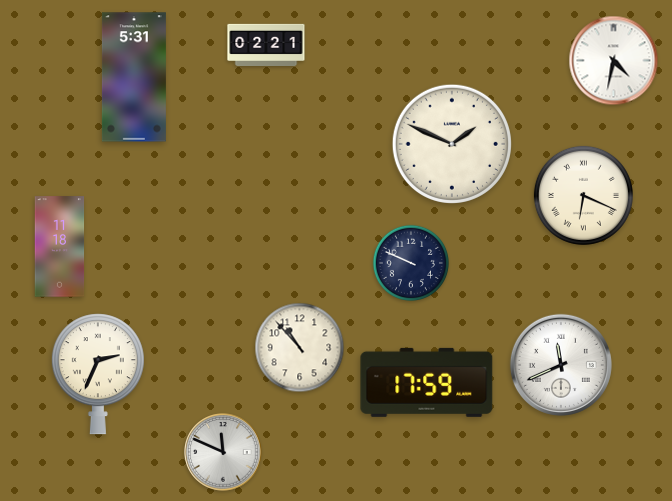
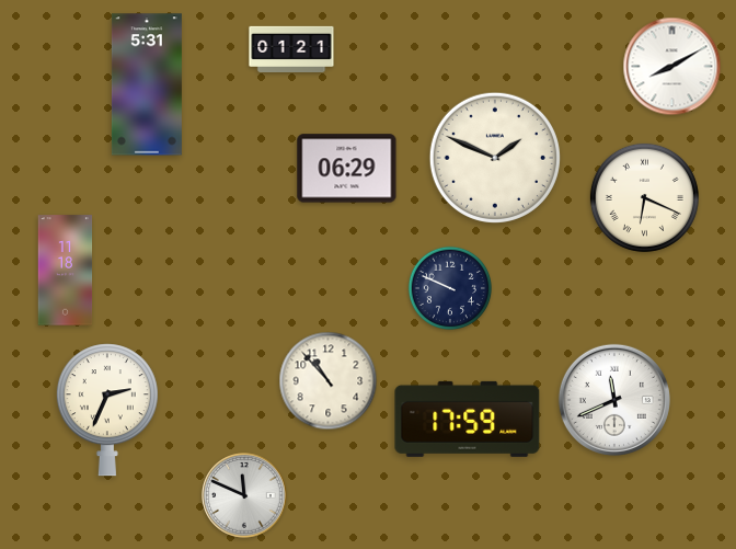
clock at (266, 44): 02:21 -> 01:21
clock at (614, 61): 4:32 -> 8:10
clock at (347, 169): none -> 06:29
clock at (583, 195) position: (583, 195) -> (644, 197)
